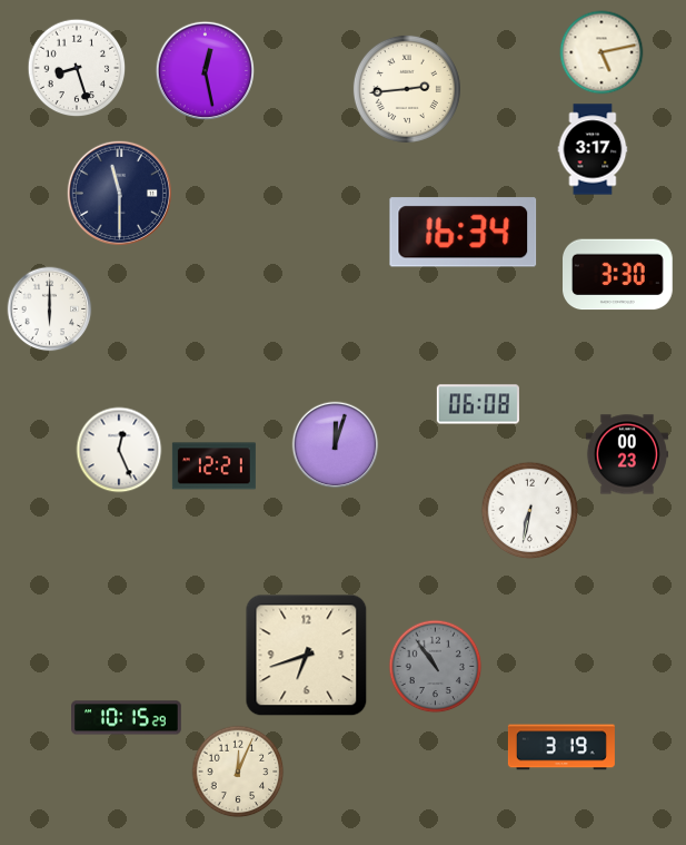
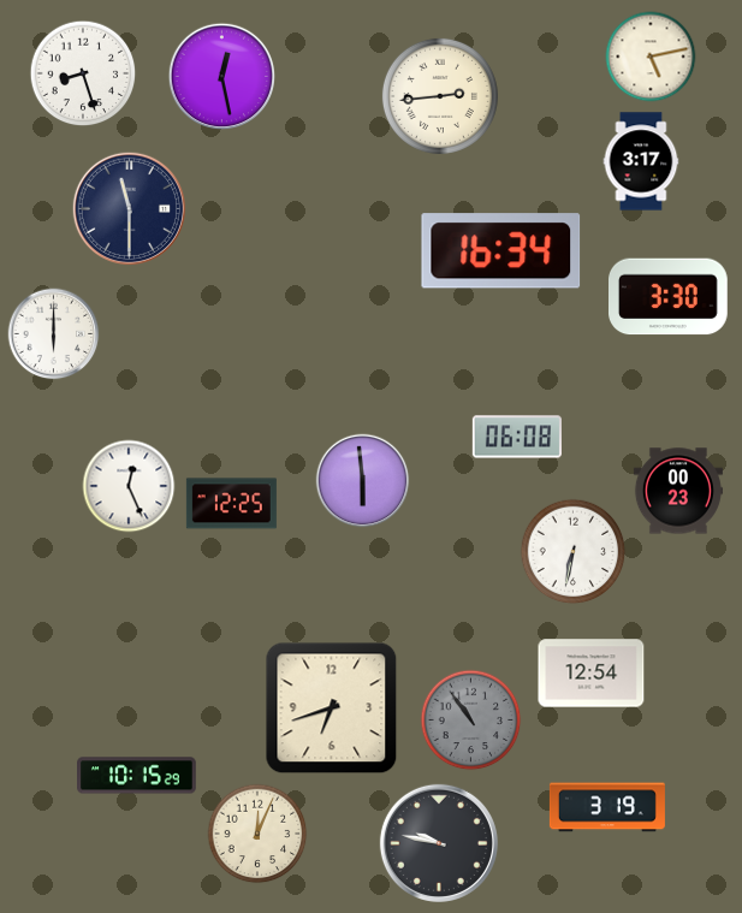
clock at (336, 445): 12:03 -> 5:59
clock at (213, 466): 12:21 -> 12:25
clock at (592, 674): none -> 12:54
clock at (439, 843): none -> 9:47
